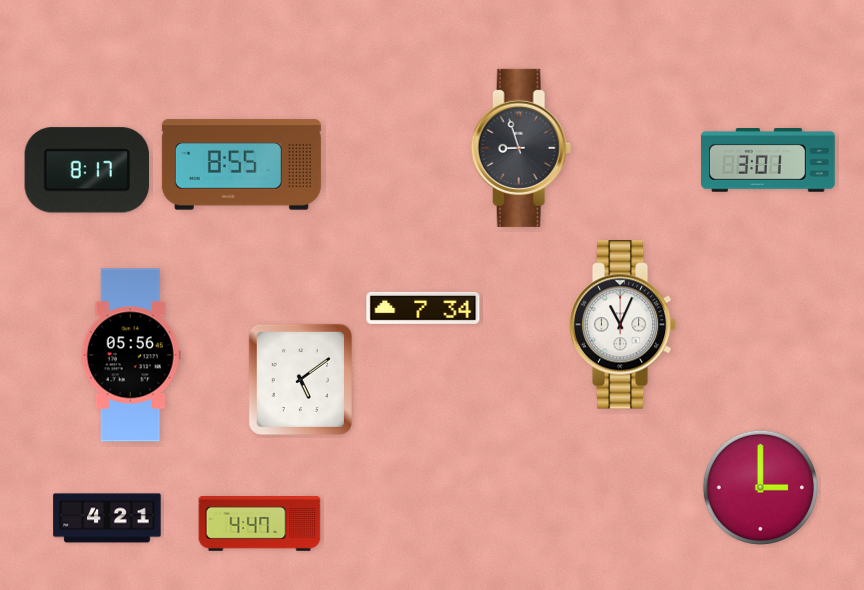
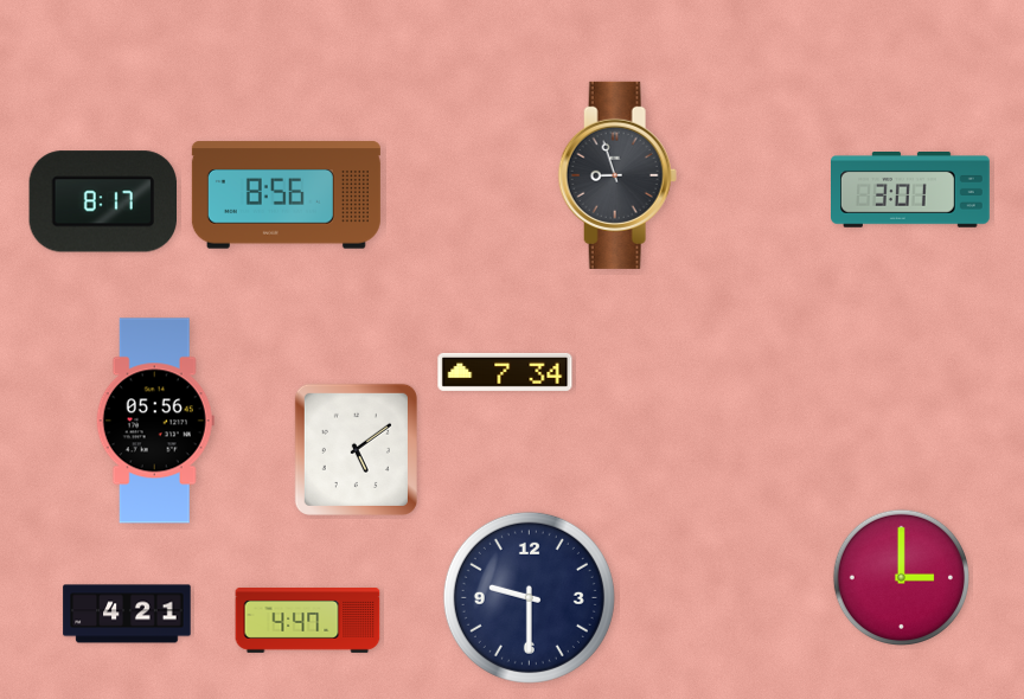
clock at (241, 165): 8:55 -> 8:56
clock at (423, 308) position: (423, 308) -> (505, 372)
clock at (623, 325): 11:04 -> none
clock at (529, 597): none -> 9:30
